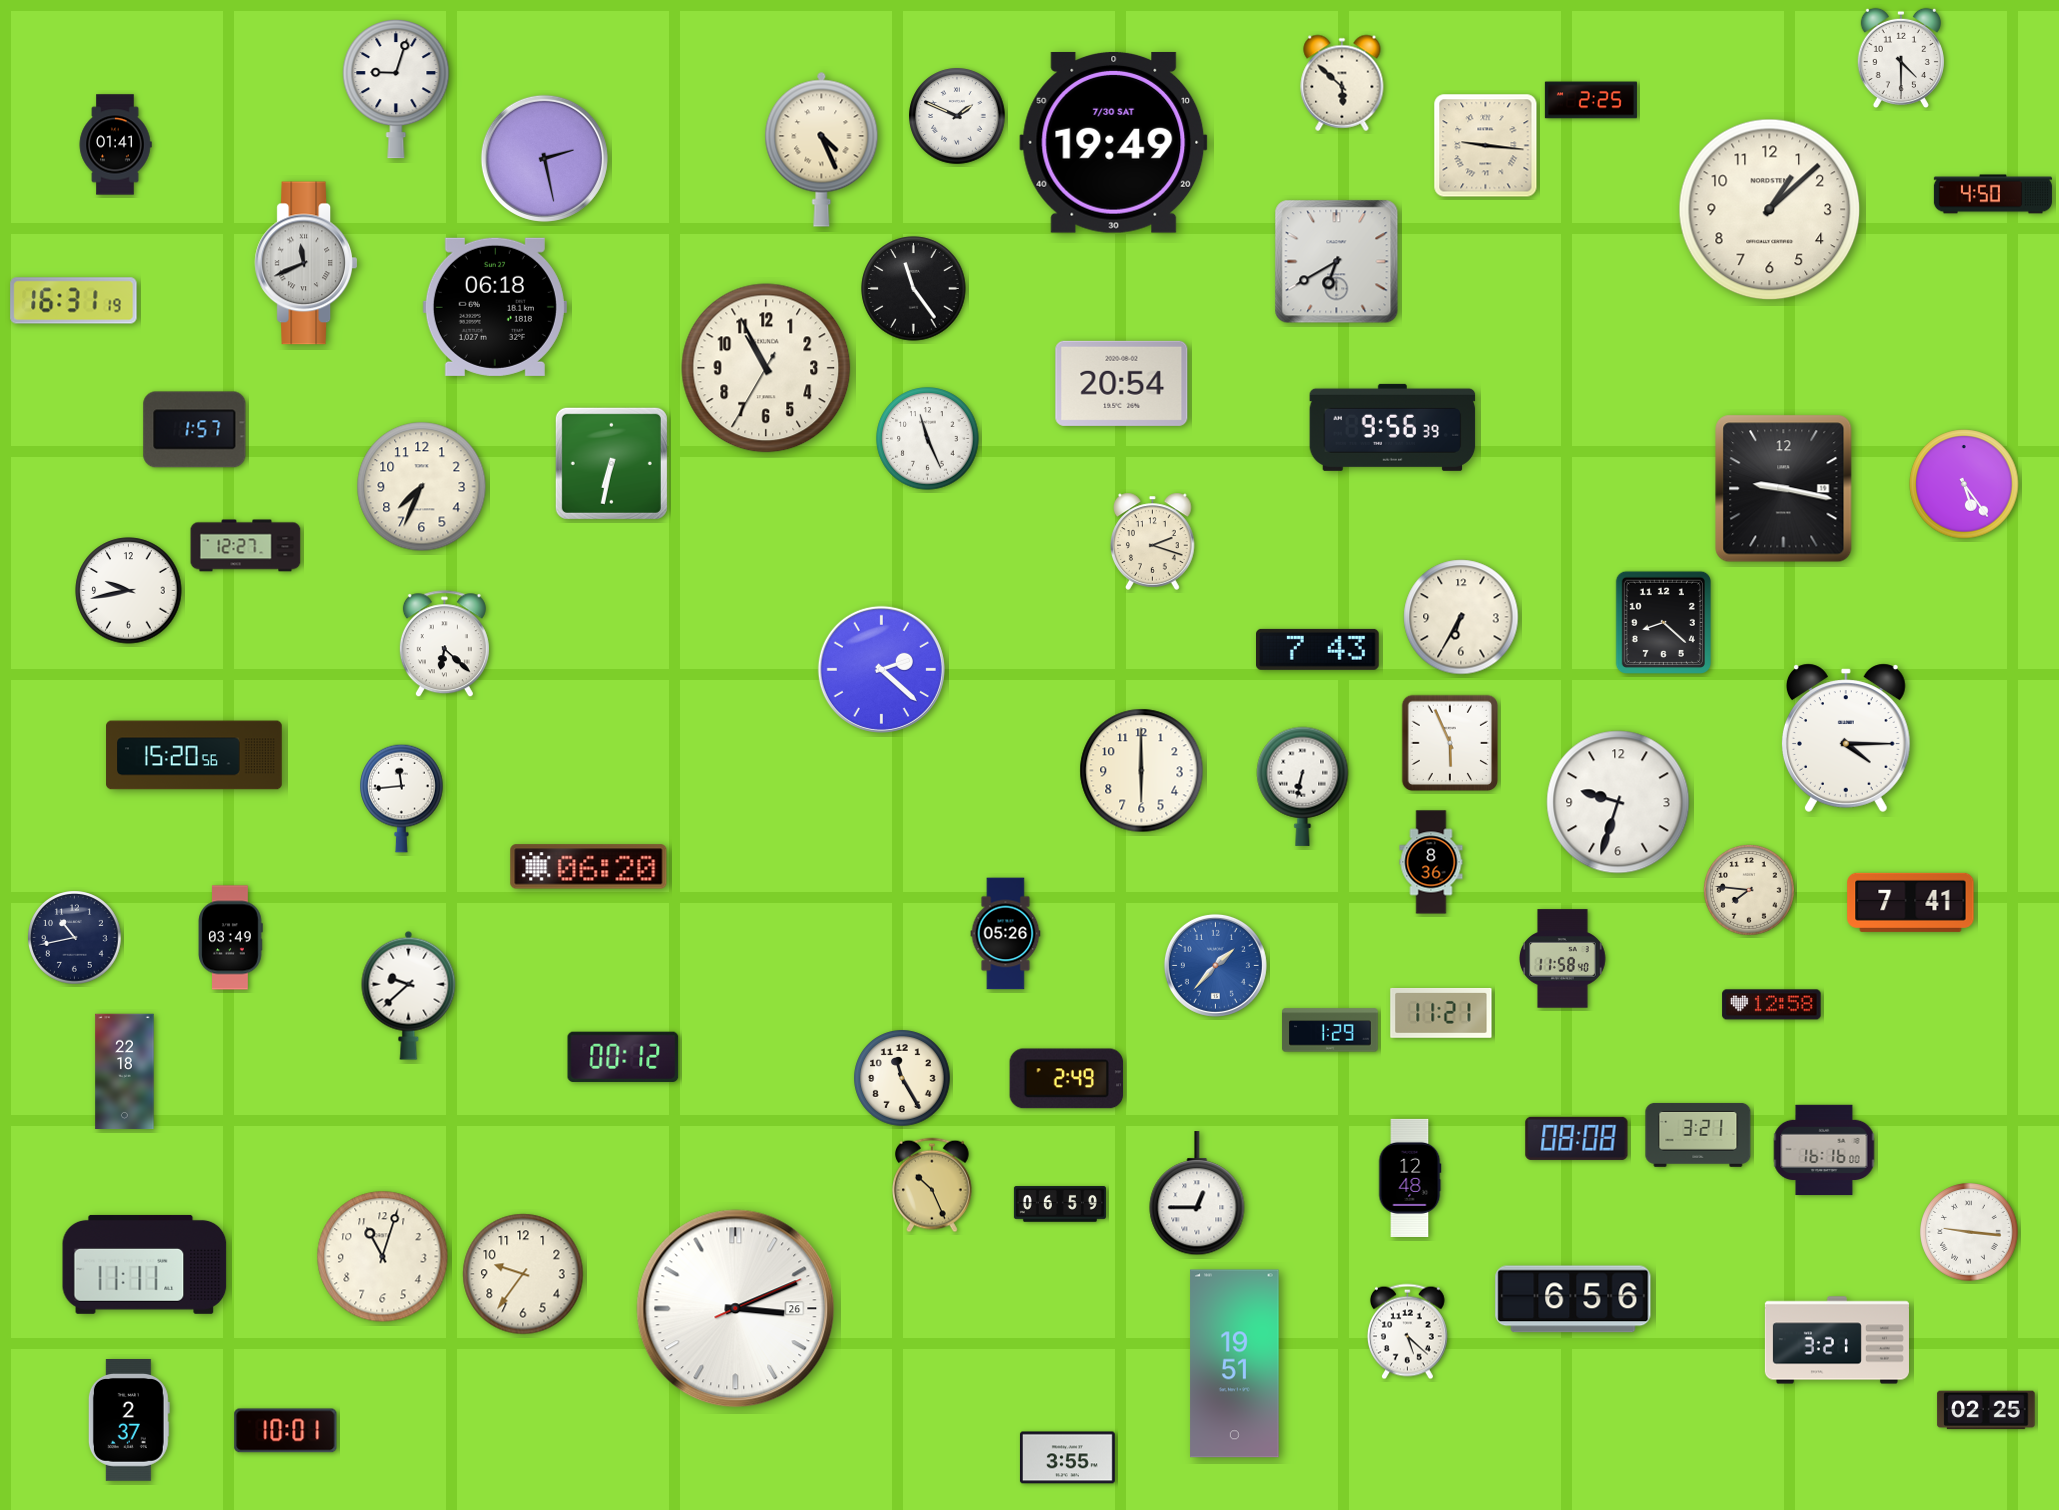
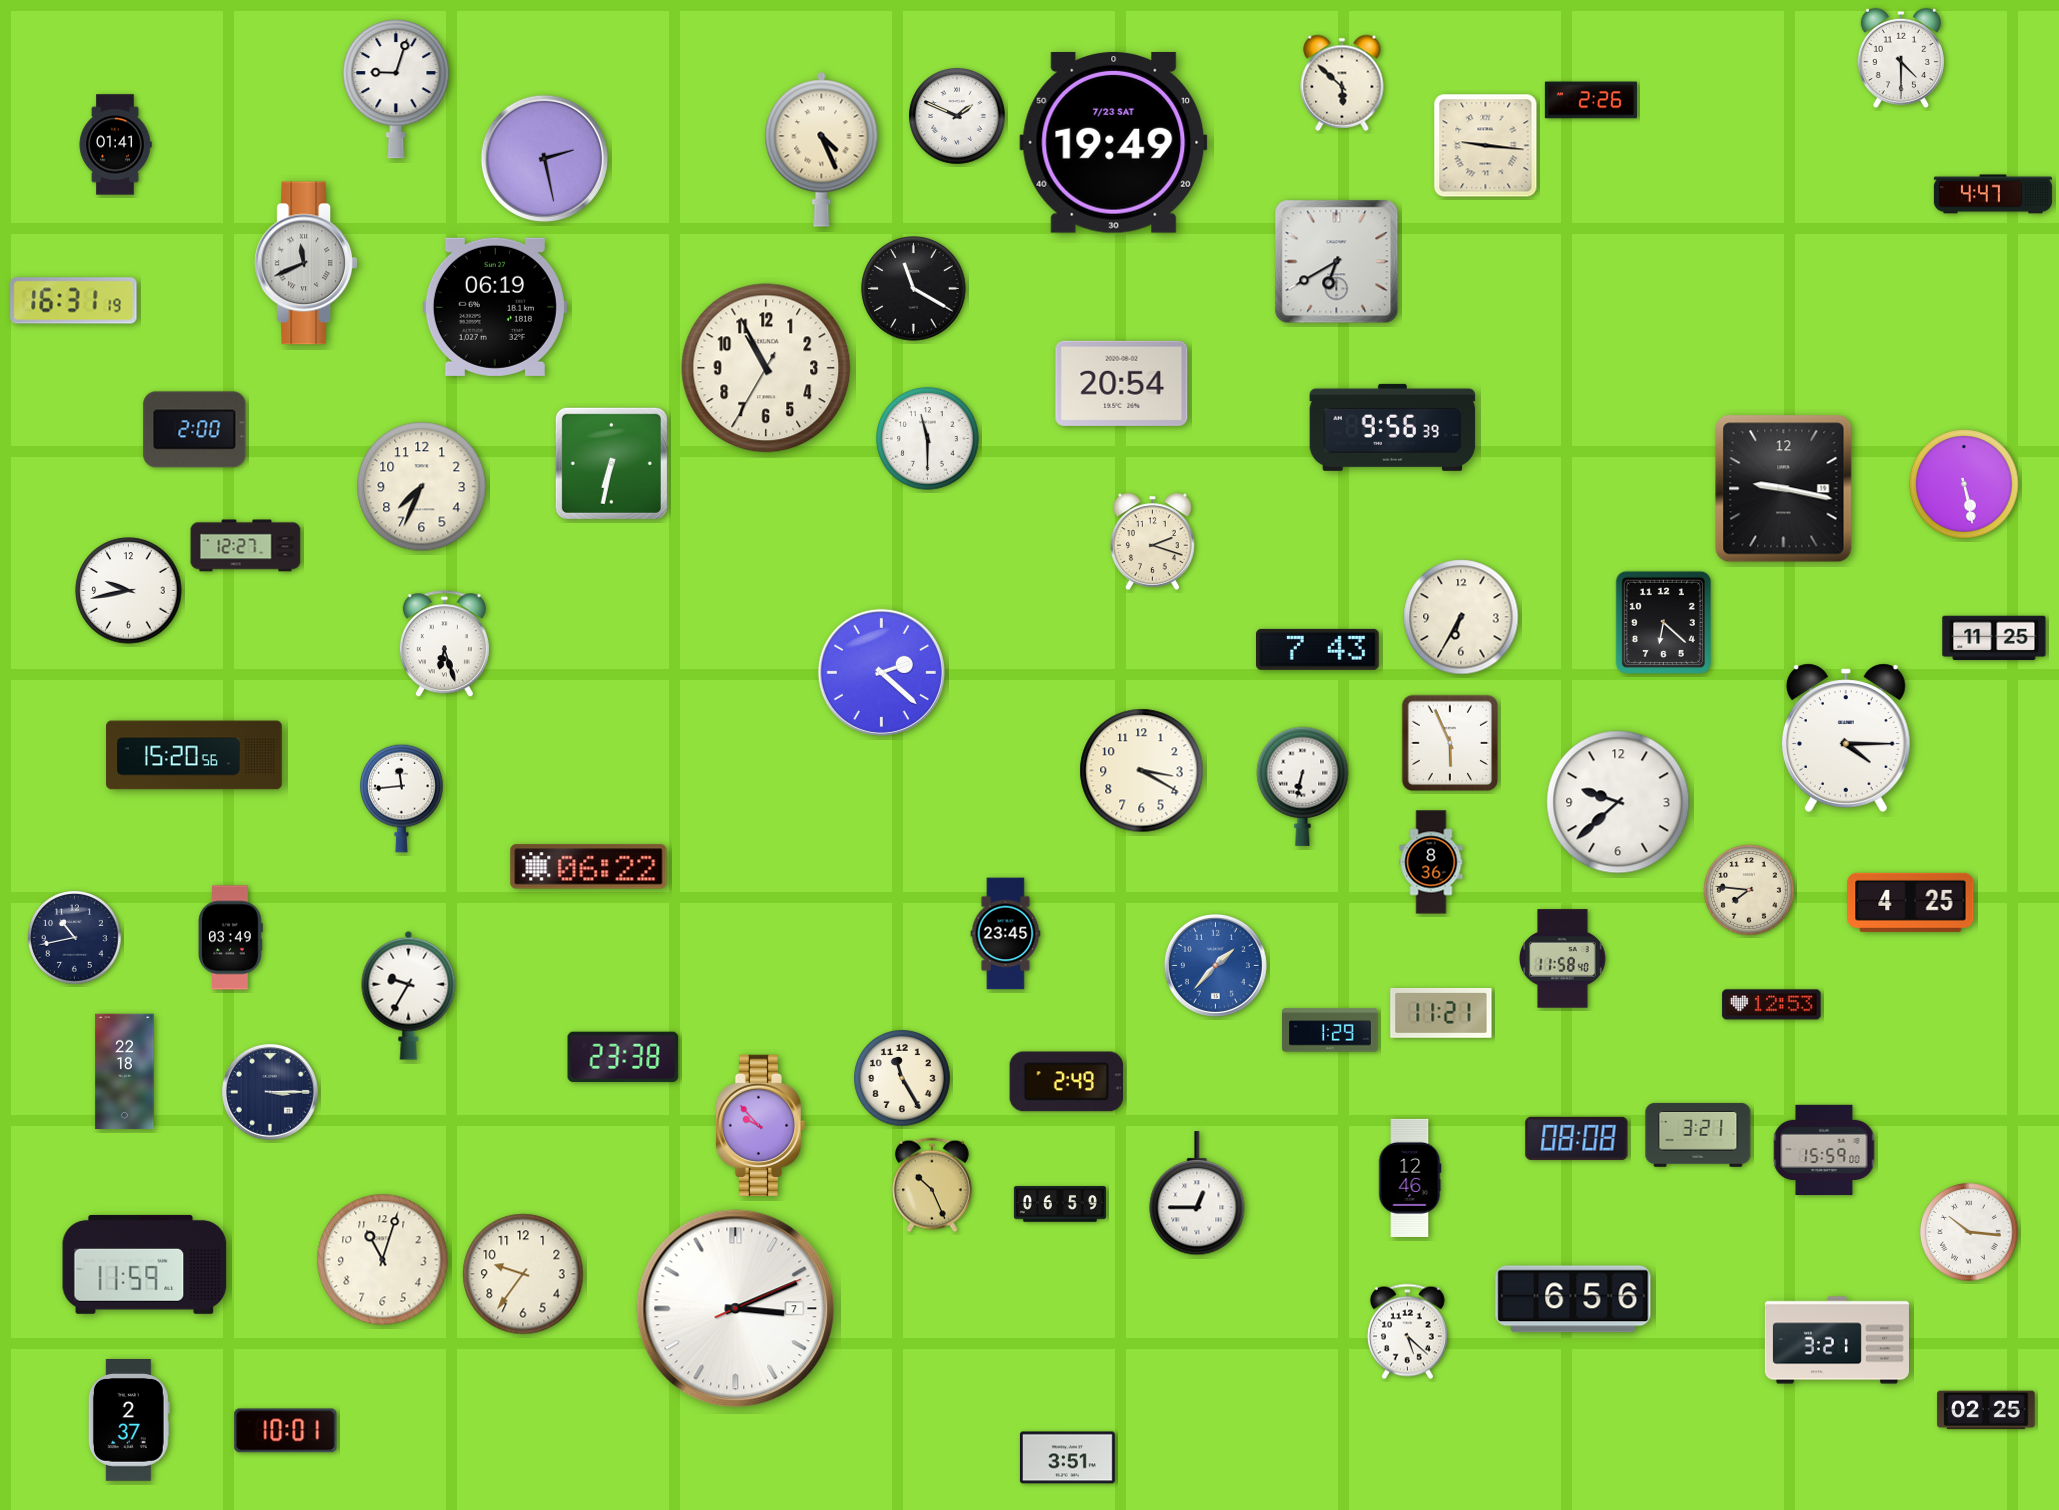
clock at (1591, 100): 2:25 -> 2:26
clock at (1114, 143) date: 7/30 SAT -> 7/23 SAT
clock at (1993, 194): 4:50 -> 4:47
clock at (1770, 210): 1:08 -> none
clock at (914, 289): 11:24 -> 11:20
clock at (495, 307): 06:18 -> 06:19
clock at (195, 430): 1:57 -> 2:00
clock at (928, 439): 11:26 -> 11:30
clock at (1964, 484): 5:24 -> 5:28
clock at (1663, 622): 8:22 -> 6:22
clock at (1994, 638): none -> 11:25
clock at (444, 644): 6:22 -> 6:27
clock at (881, 669) position: (881, 669) -> (881, 672)
clock at (1142, 771): 6:00 -> 3:20
clock at (1618, 802): 9:33 -> 9:38
clock at (589, 867): 06:20 -> 06:22
clock at (1911, 902): 7:41 -> 4:25
clock at (1006, 934): 05:26 -> 23:45
clock at (409, 995): 9:38 -> 9:35
clock at (1772, 1005): 12:58 -> 12:53
clock at (623, 1056): 00:12 -> 23:38
clock at (1067, 1079) position: (1067, 1079) -> (1067, 1082)
clock at (270, 1092): none -> 3:15
clock at (761, 1126): none -> 9:53
clock at (1824, 1150): 16:16 -> 15:59
clock at (1410, 1178): 12:48 -> 12:46
clock at (1969, 1232): 9:16 -> 10:16
clock at (383, 1257) position: (383, 1257) -> (383, 1260)
clock at (145, 1264): 11:11 -> 11:59
clock at (736, 1309) date: 26 -> 7
clock at (1235, 1364): 19:51 -> none
clock at (1067, 1458): 3:55 -> 3:51
